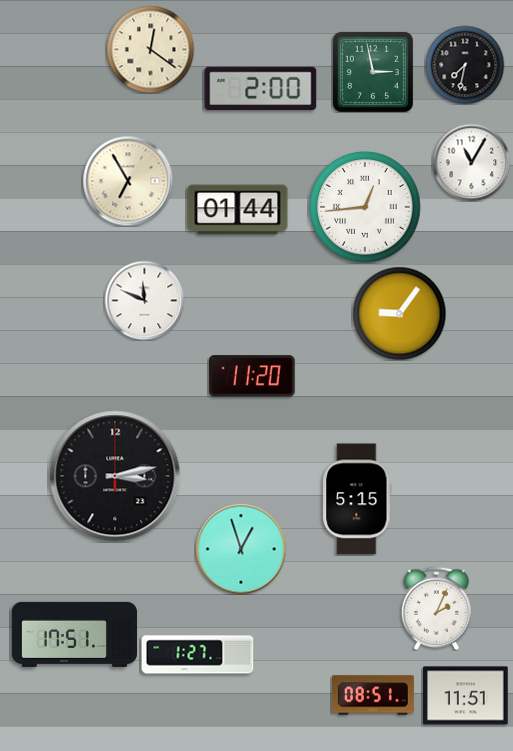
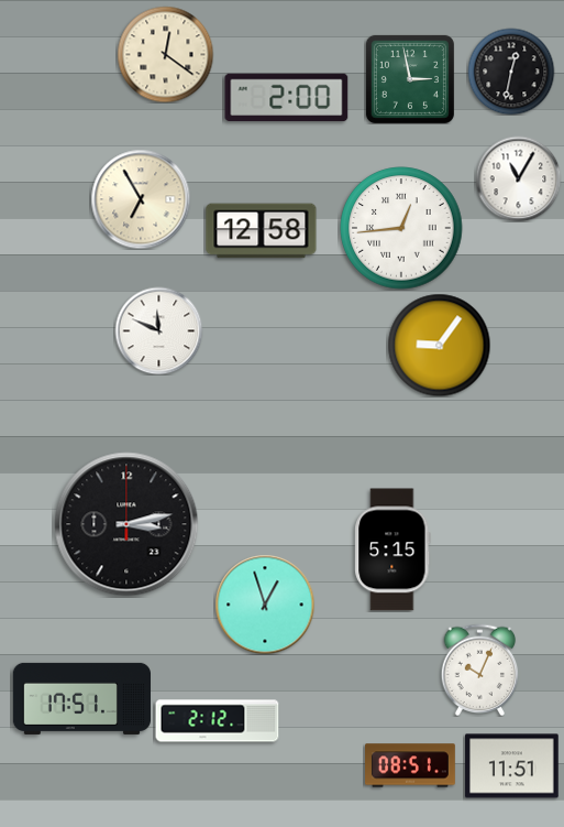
clock at (465, 65): 7:32 -> 12:32
clock at (238, 210): 01:44 -> 12:58
clock at (253, 376): 11:20 -> none
clock at (437, 608): 2:04 -> 10:04
clock at (198, 655): 1:27 -> 2:12
